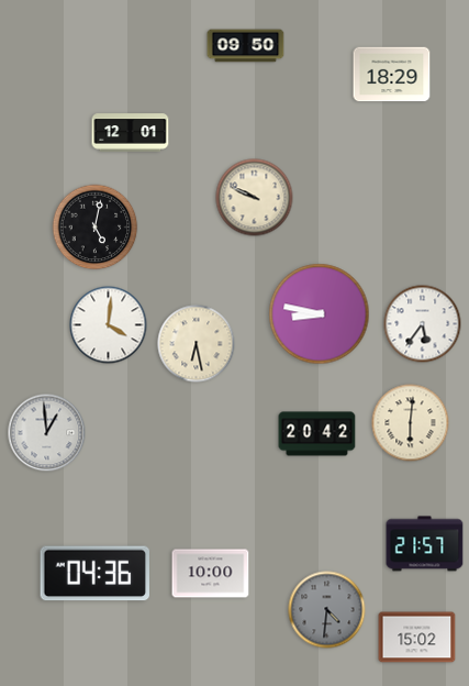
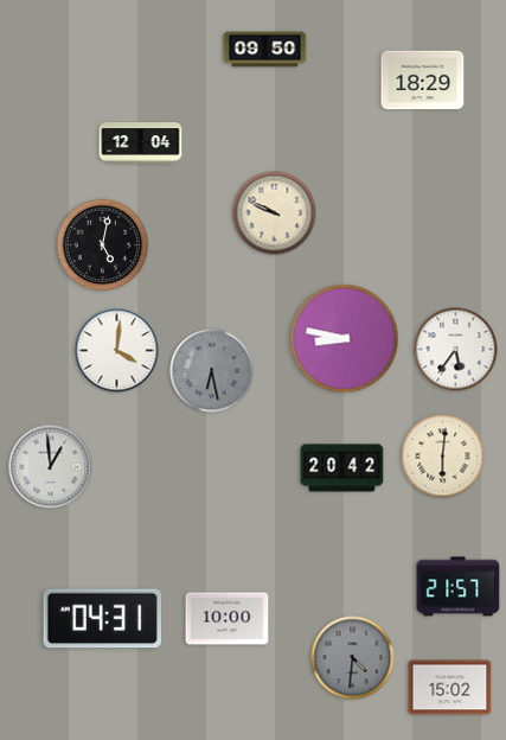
clock at (131, 133): 12:01 -> 12:04
clock at (197, 344) dial: cream -> grey
clock at (94, 574): 04:36 -> 04:31
